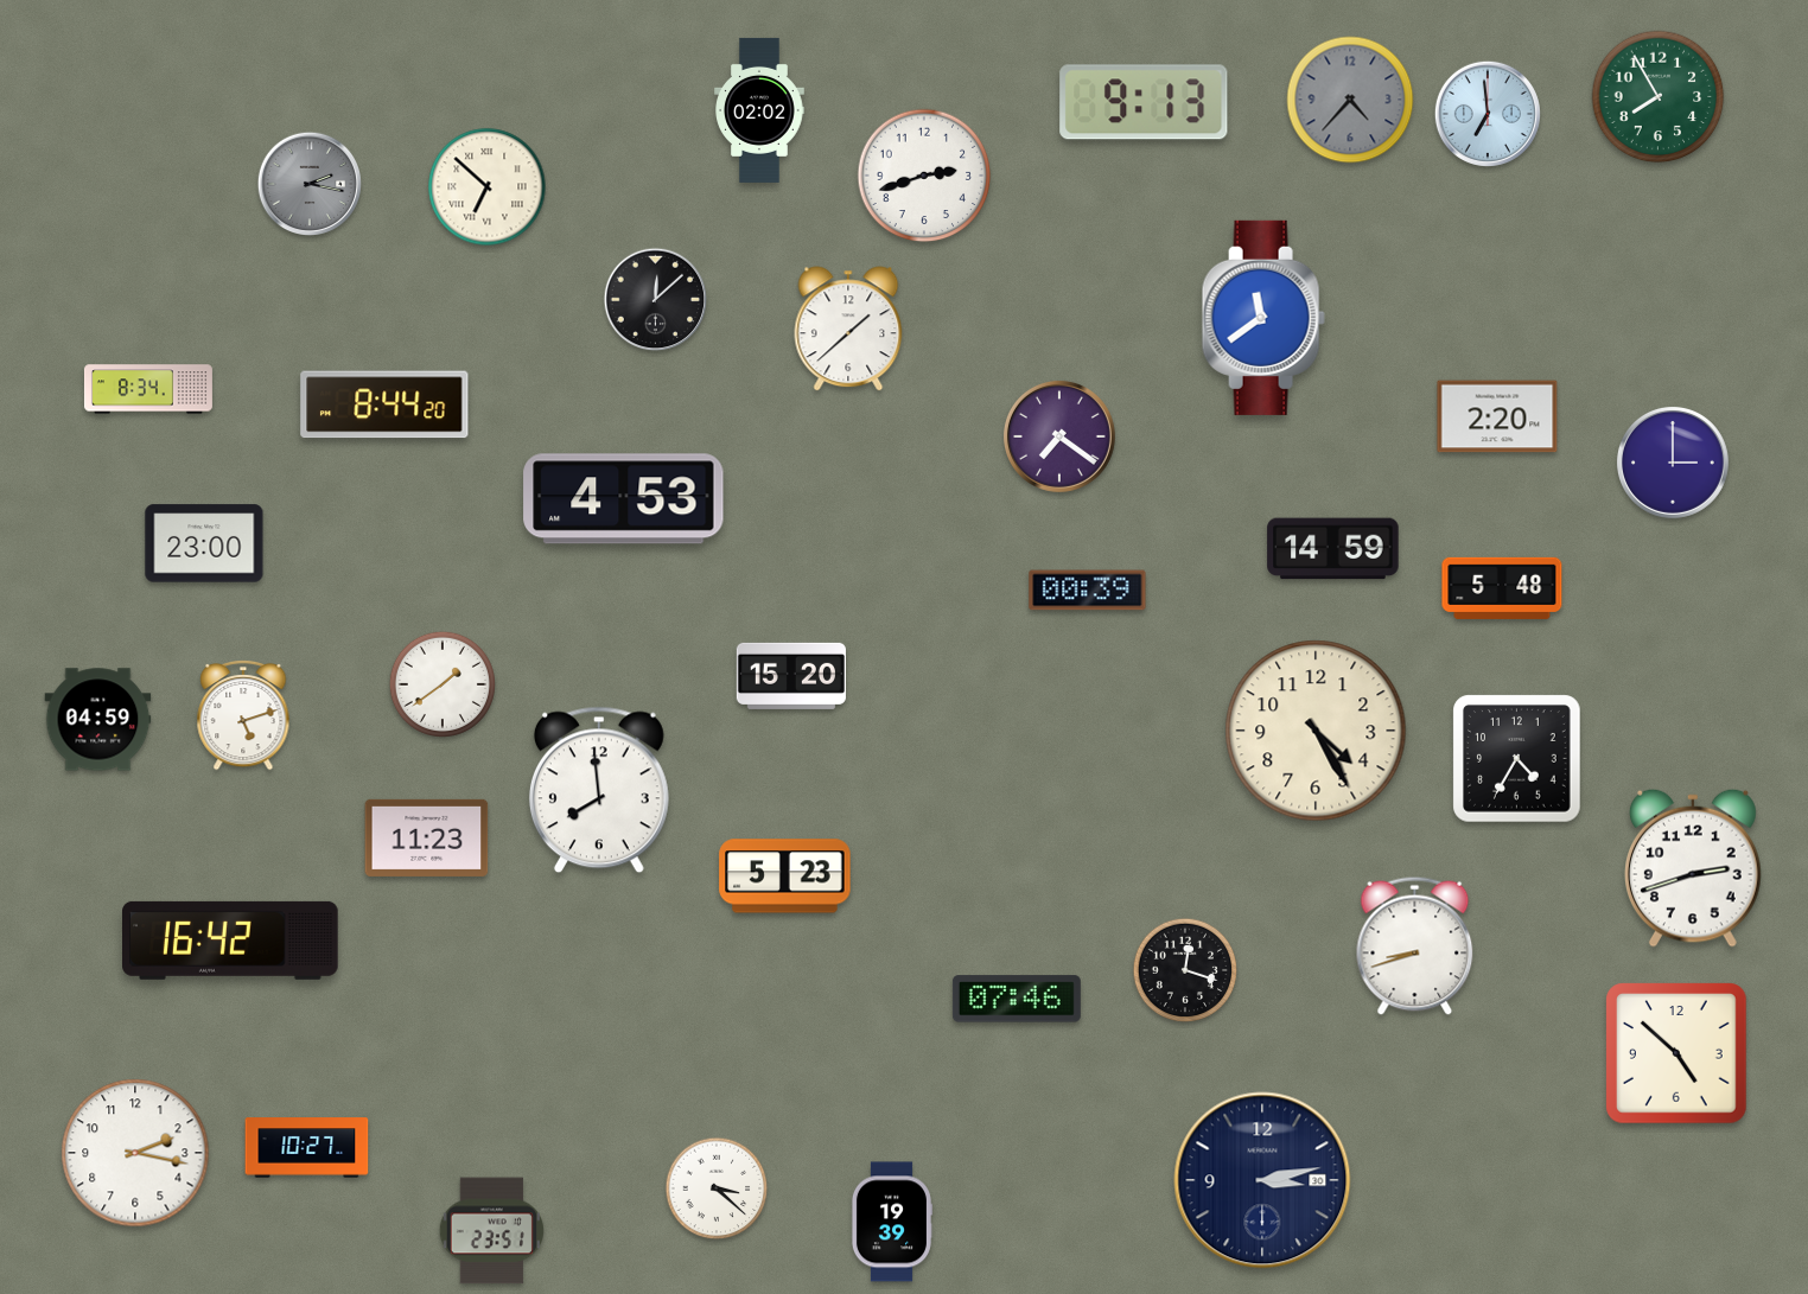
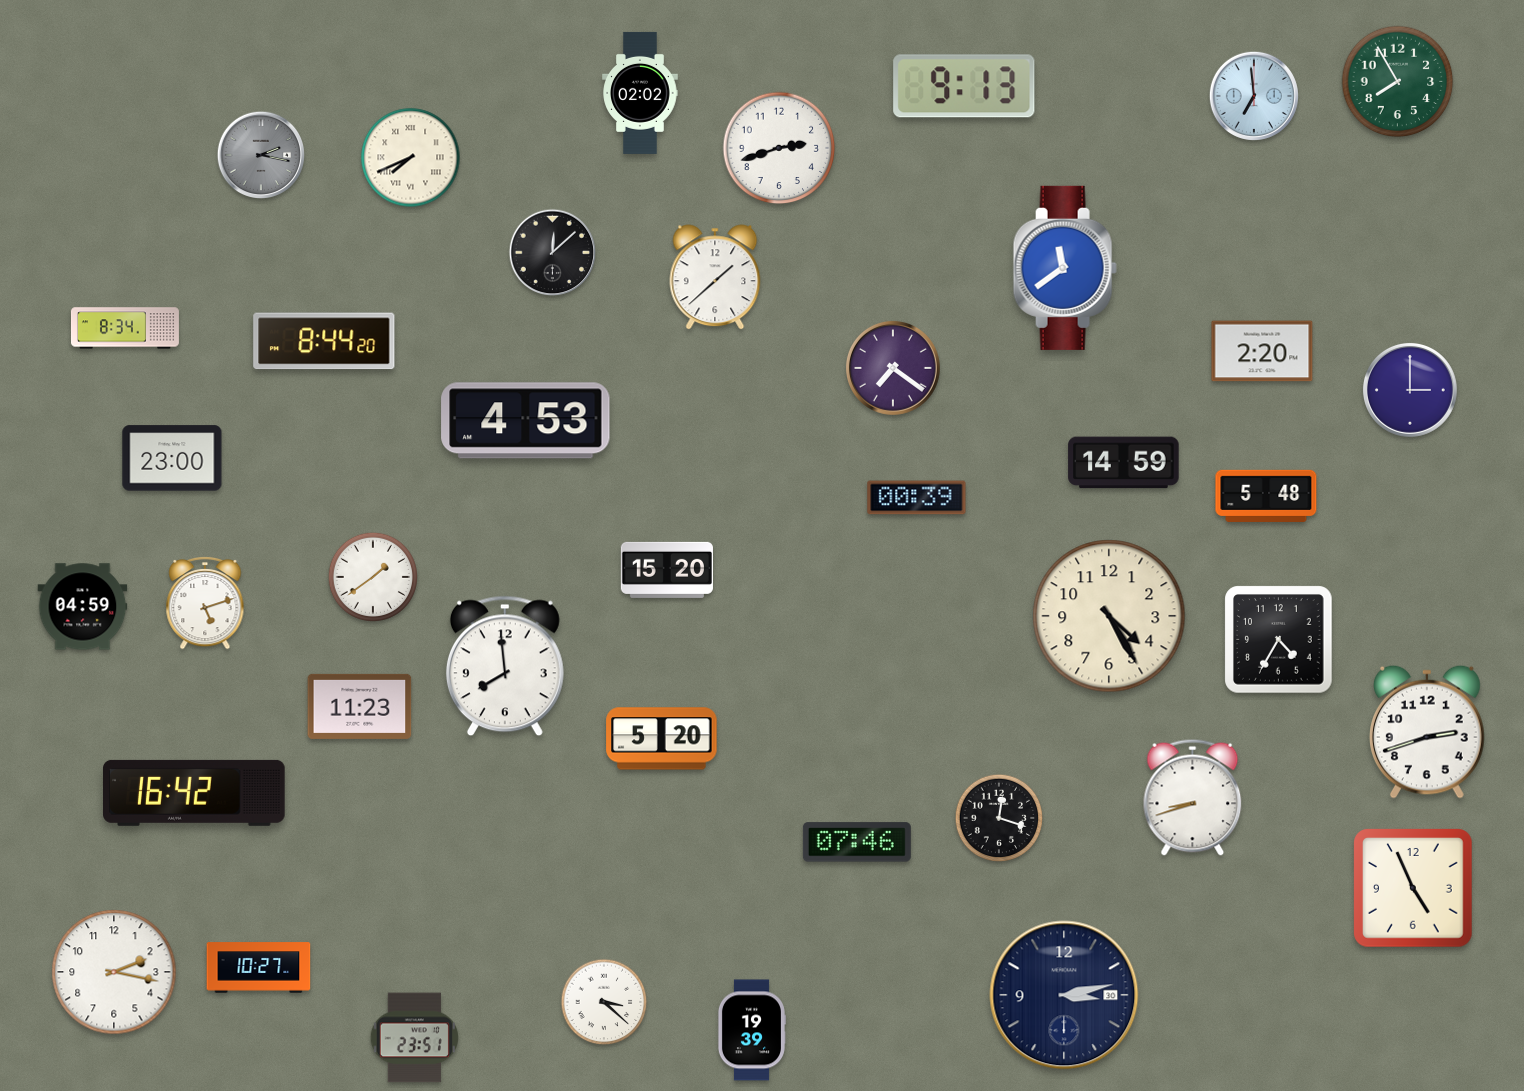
clock at (1350, 100): 4:37 -> none
clock at (488, 187): 6:52 -> 7:41
clock at (785, 877): 5:23 -> 5:20
clock at (1676, 1053): 4:52 -> 4:56
